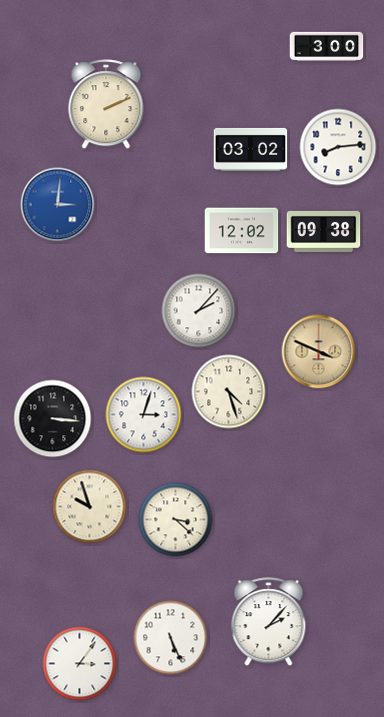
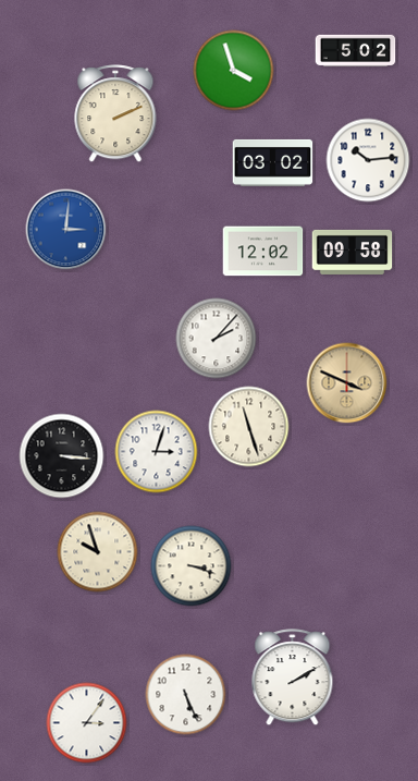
clock at (327, 47): 3:00 -> 5:02
clock at (234, 71): none -> 3:57
clock at (338, 147): 8:14 -> 10:14
clock at (58, 205) position: (58, 205) -> (66, 230)
clock at (324, 231): 09:38 -> 09:58
clock at (229, 392): 4:27 -> 11:27
clock at (53, 419) position: (53, 419) -> (62, 456)
clock at (176, 520): 3:22 -> 3:18
clock at (269, 622): 2:07 -> 2:10
